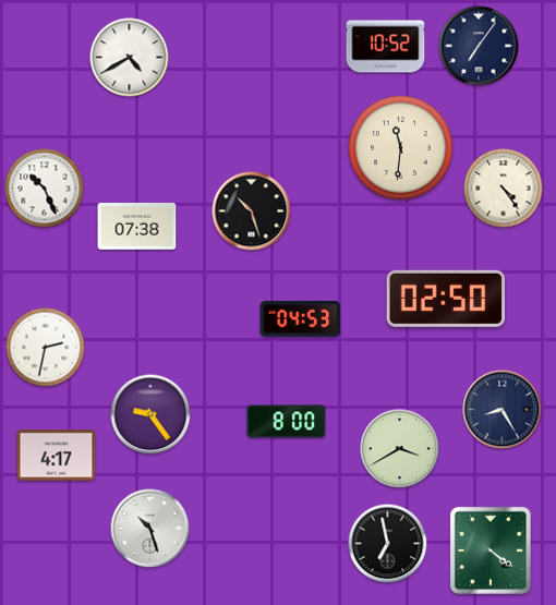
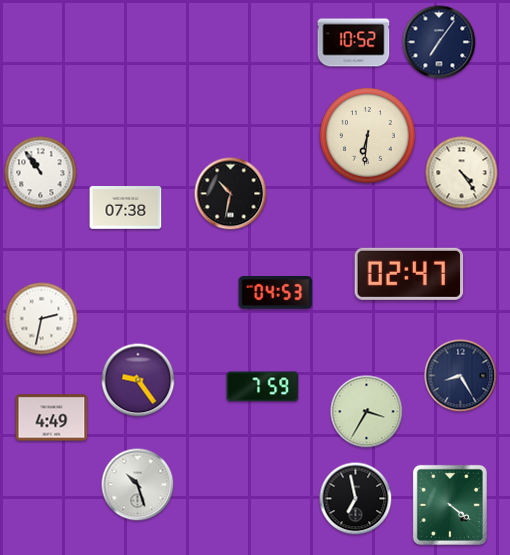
clock at (130, 58): 4:40 -> none
clock at (400, 147): 11:31 -> 6:31
clock at (45, 189): 10:26 -> 10:54
clock at (252, 211): 10:27 -> 10:32
clock at (446, 299): 02:50 -> 02:47
clock at (287, 422): 8:00 -> 7:59
clock at (400, 449): 3:40 -> 3:35
clock at (57, 456): 4:17 -> 4:49
